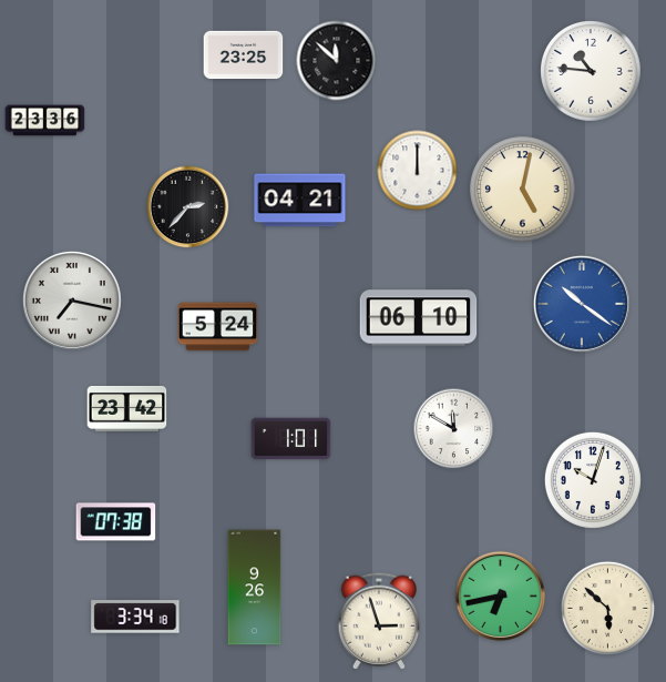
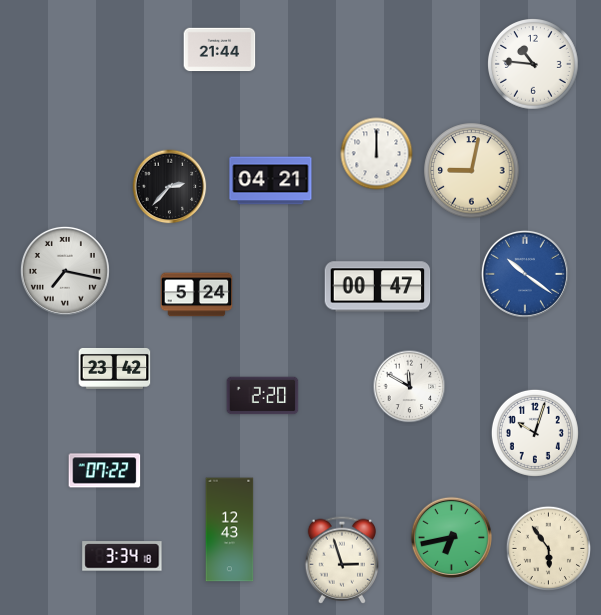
clock at (244, 55): 23:25 -> 21:44
clock at (337, 61): 11:52 -> none
clock at (45, 121): 23:36 -> none
clock at (523, 190): 5:02 -> 9:02
clock at (419, 318): 06:10 -> 00:47
clock at (291, 439): 1:01 -> 2:20
clock at (116, 522): 07:38 -> 07:22
clock at (255, 588): 9:26 -> 12:43
clock at (607, 608): 5:52 -> 5:54
